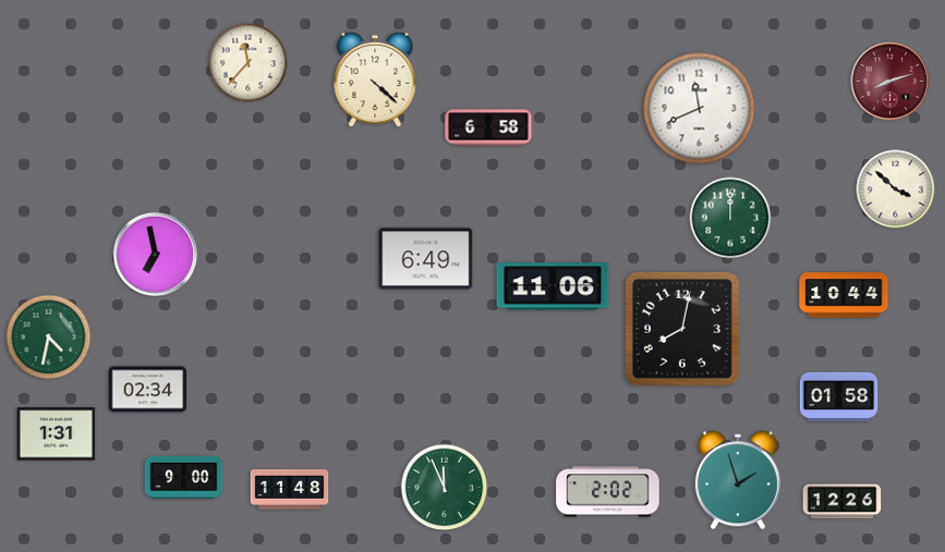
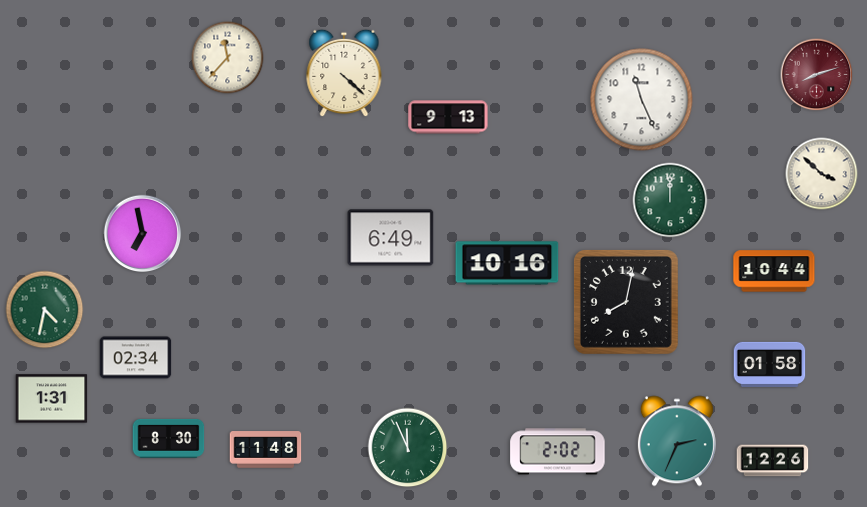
clock at (700, 109): 11:41 -> 11:26
clock at (488, 127): 6:58 -> 9:13
clock at (553, 286): 11:06 -> 10:16
clock at (184, 477): 9:00 -> 8:30
clock at (738, 480): 1:57 -> 2:34
